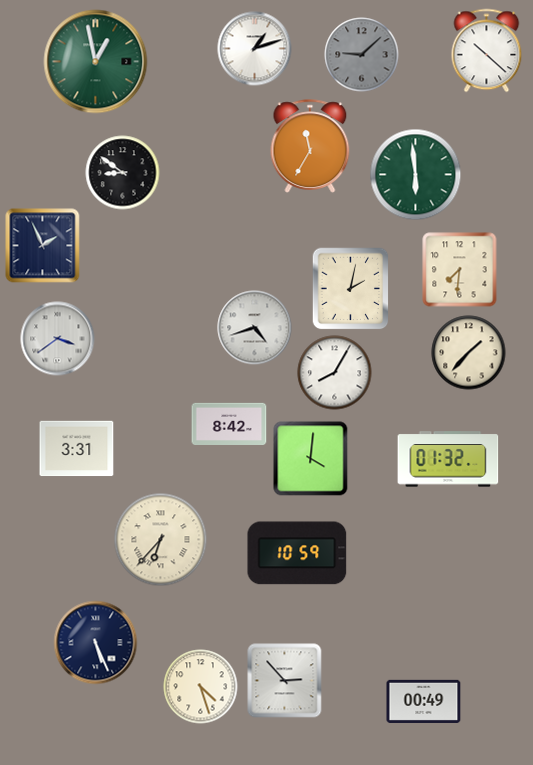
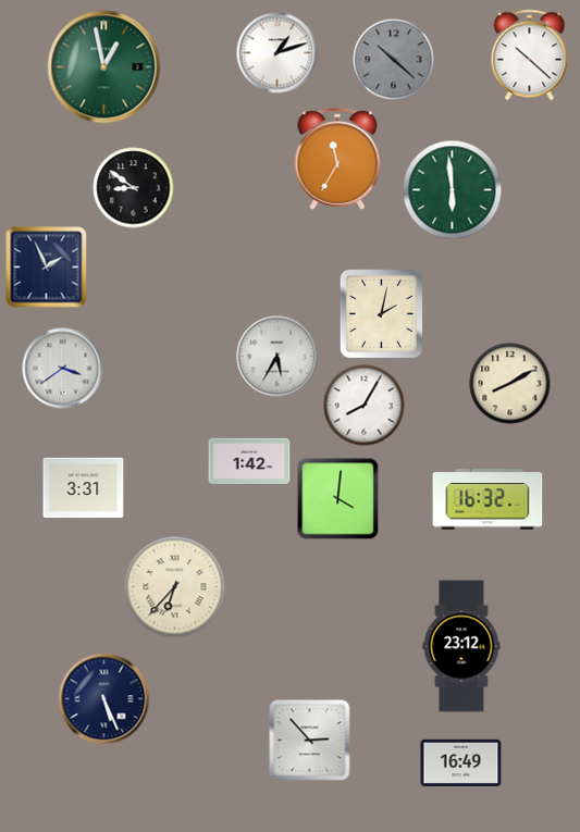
clock at (362, 55): 9:08 -> 10:22
clock at (460, 270): 7:31 -> none
clock at (255, 328): 4:42 -> 5:35
clock at (469, 353): 1:37 -> 8:10
clock at (229, 423): 8:42 -> 1:42
clock at (448, 459): 01:32 -> 16:32
clock at (297, 553): 10:59 -> none
clock at (461, 646): none -> 23:12
clock at (201, 687): 4:27 -> none
clock at (424, 701): 00:49 -> 16:49
